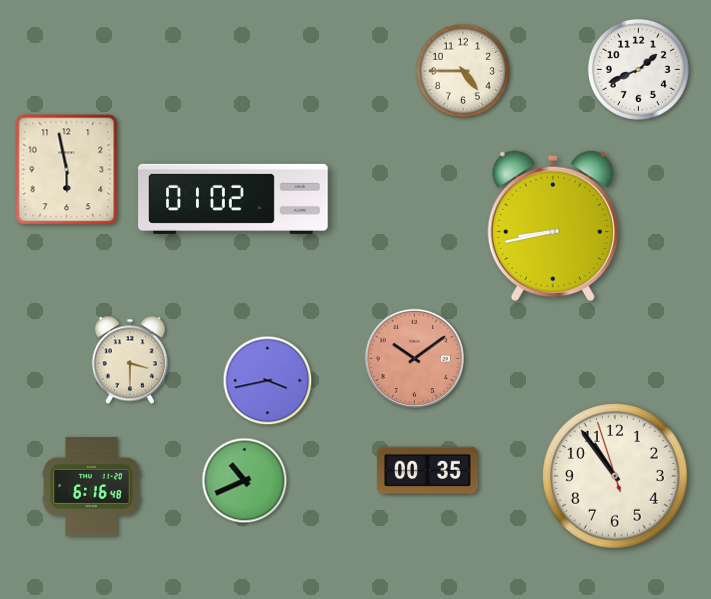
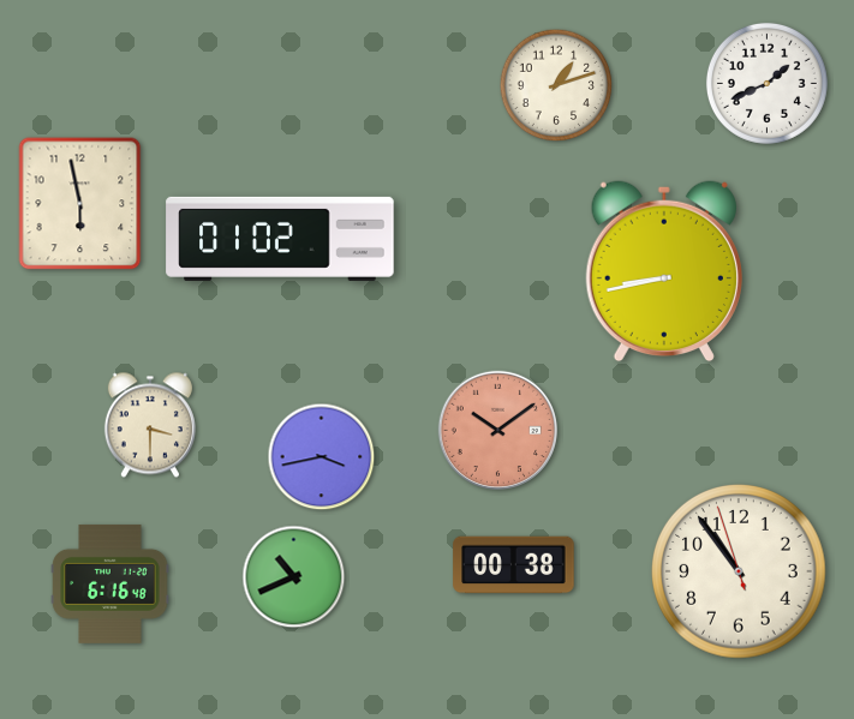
clock at (463, 71): 4:45 -> 1:12
clock at (130, 360) position: (130, 360) -> (150, 425)
clock at (428, 471): 00:35 -> 00:38
